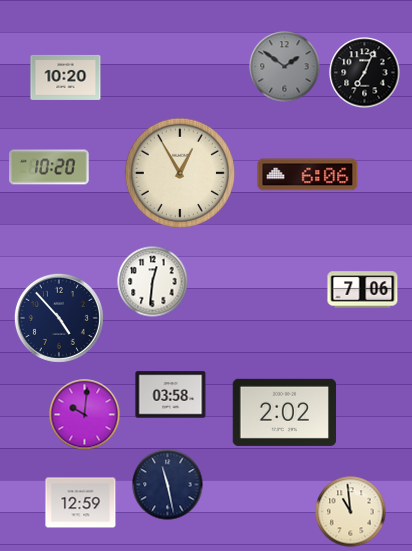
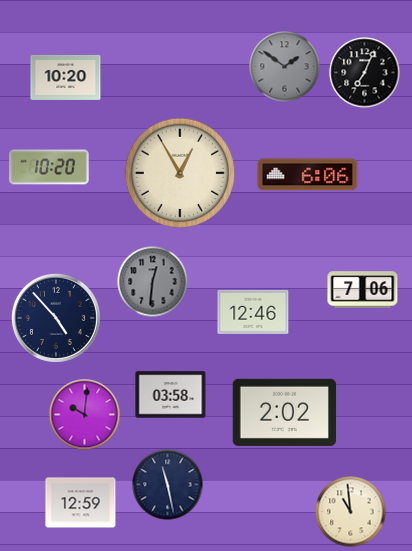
clock at (153, 282) dial: white -> grey
clock at (253, 312): none -> 12:46
clock at (59, 318) position: (59, 318) -> (56, 318)
